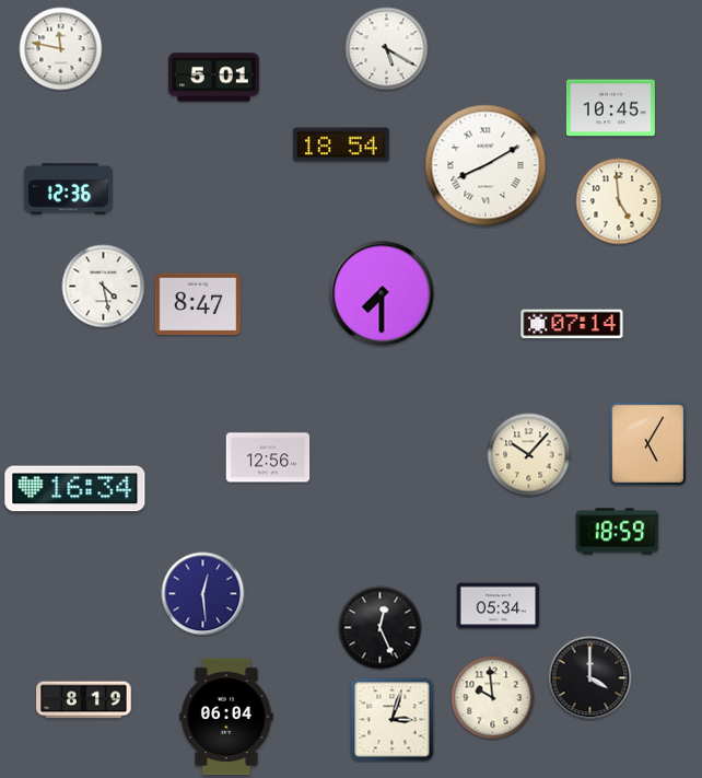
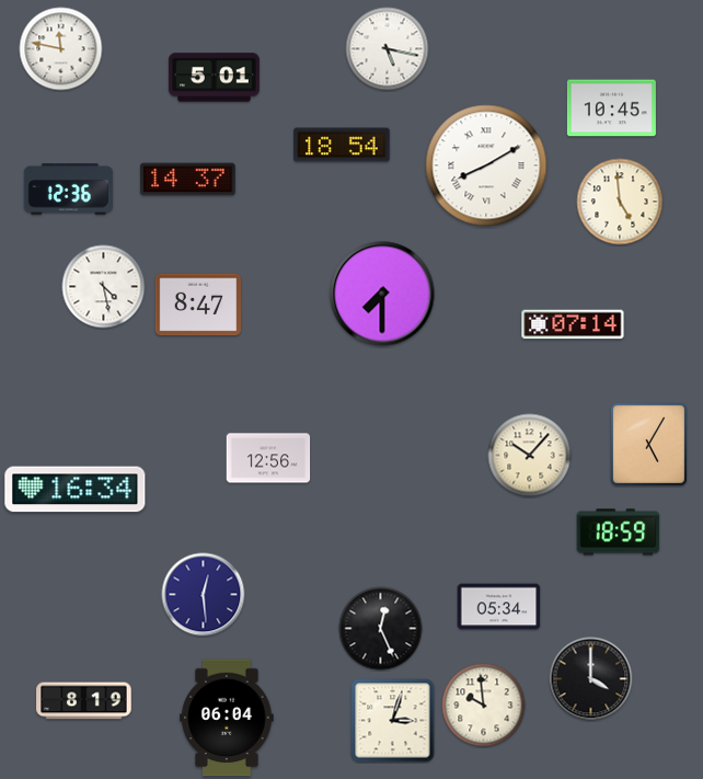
clock at (387, 49): 5:20 -> 5:17
clock at (188, 180): none -> 14:37
clock at (493, 698) position: (493, 698) -> (484, 706)
